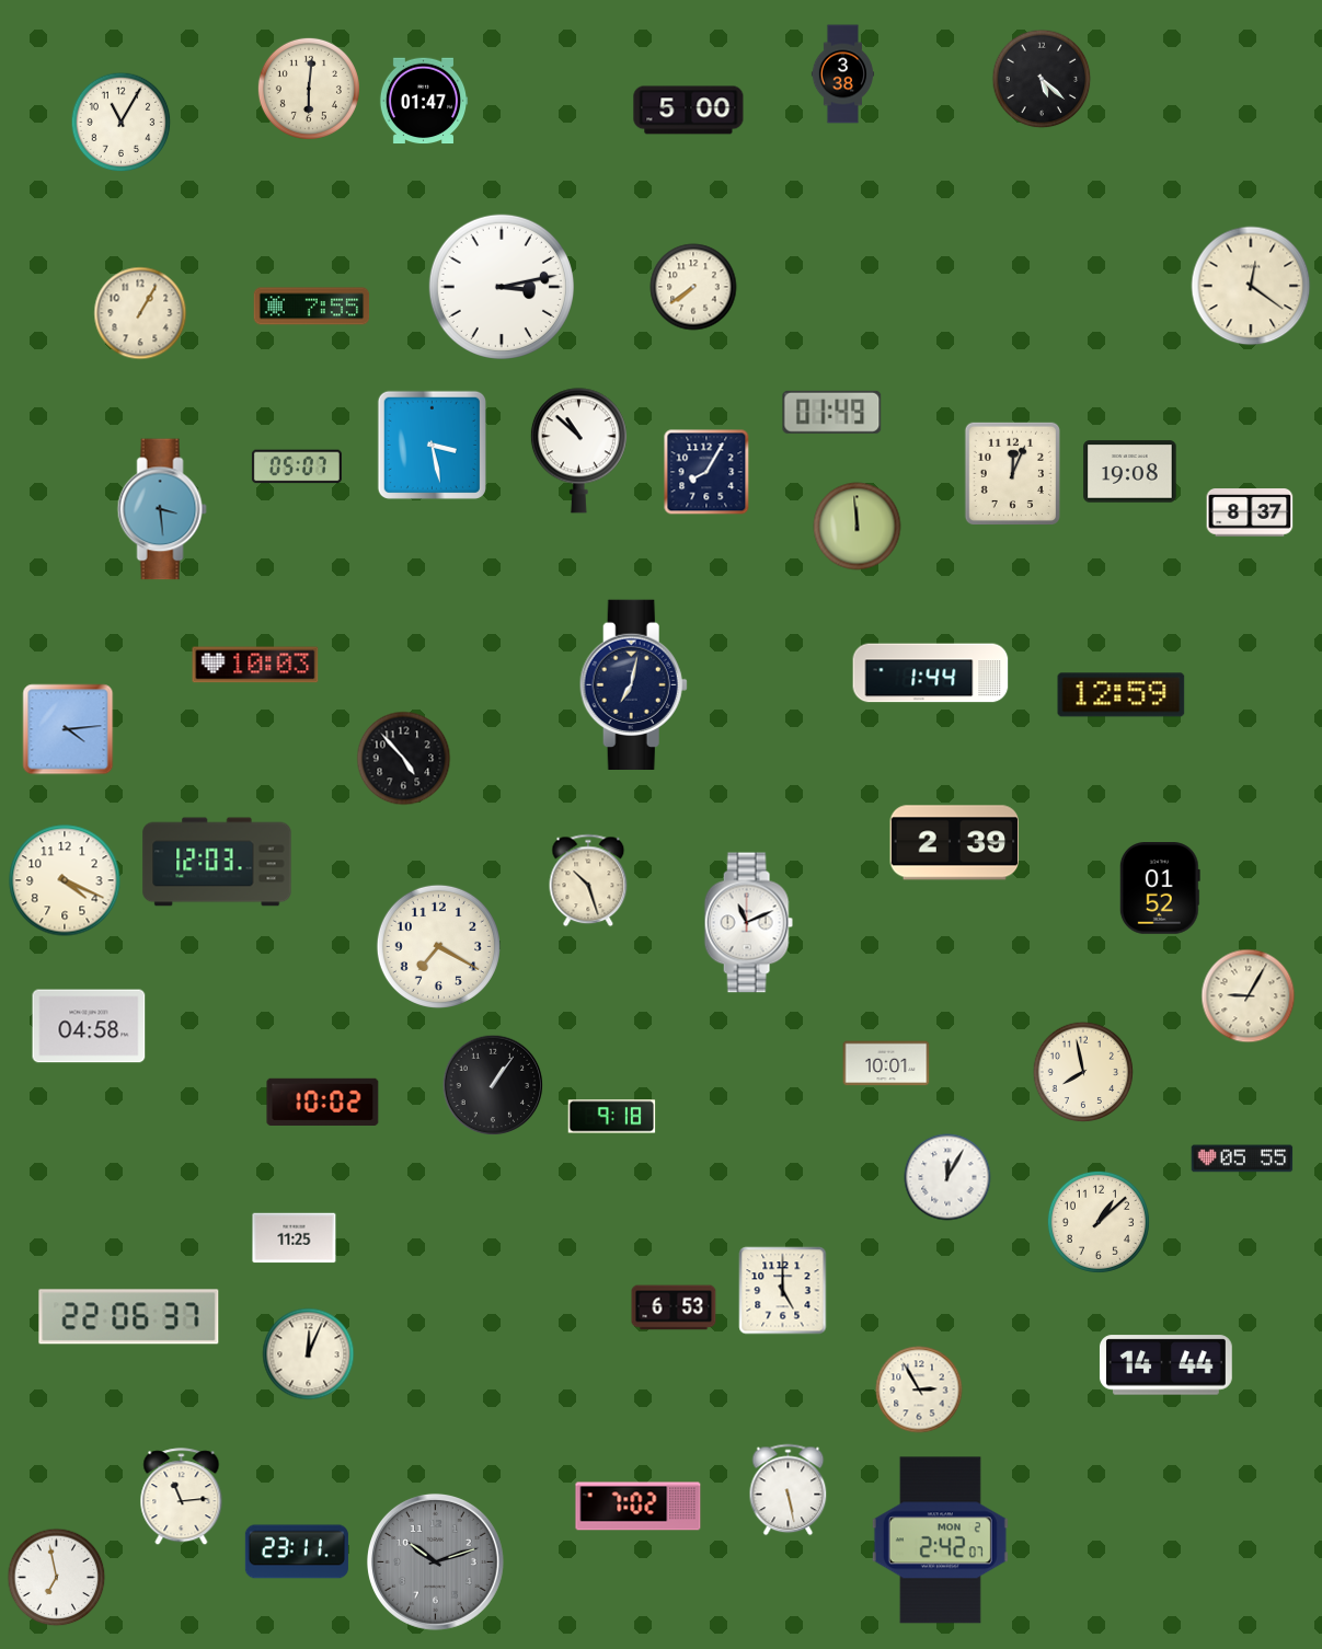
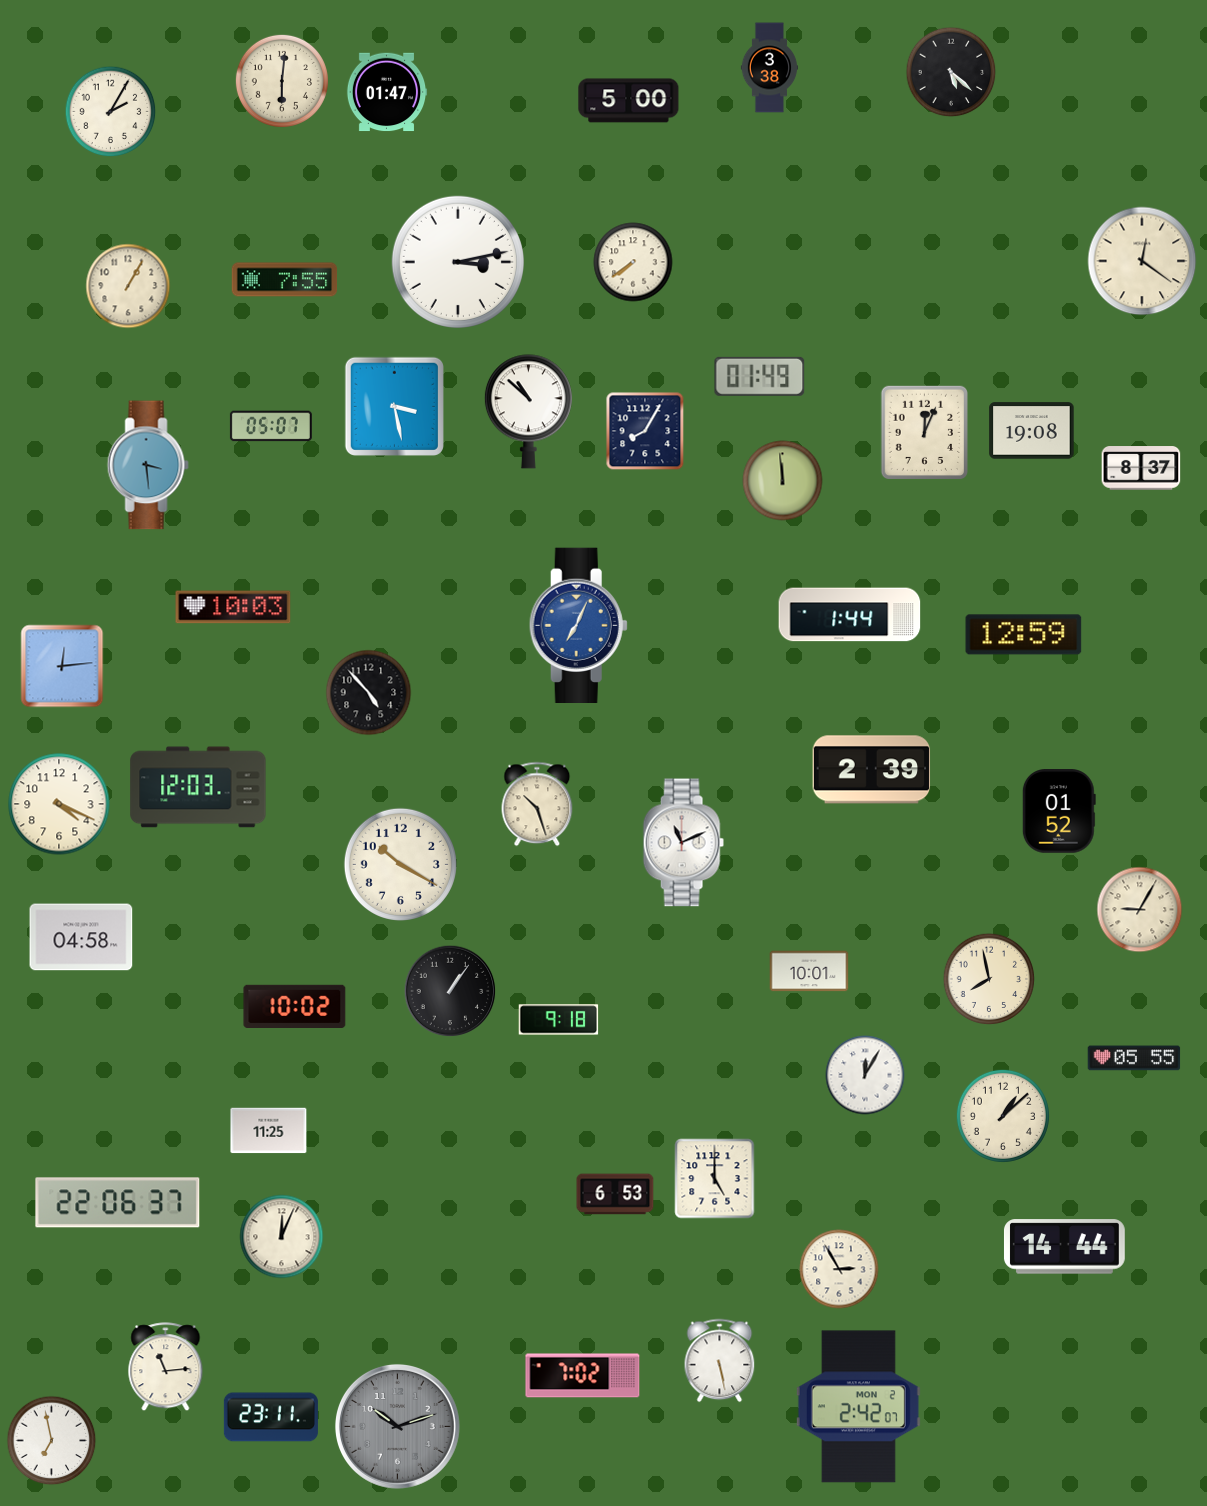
clock at (122, 123): 11:05 -> 2:05
clock at (633, 685): 7:02 -> 7:04
clock at (633, 685) dial: navy -> blue
clock at (68, 729): 4:14 -> 12:14
clock at (438, 946): 7:20 -> 10:20
